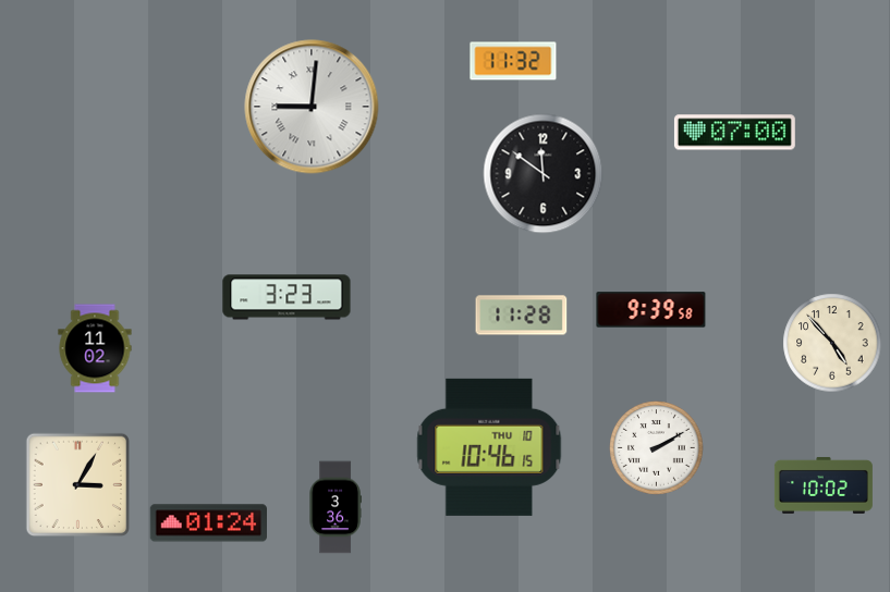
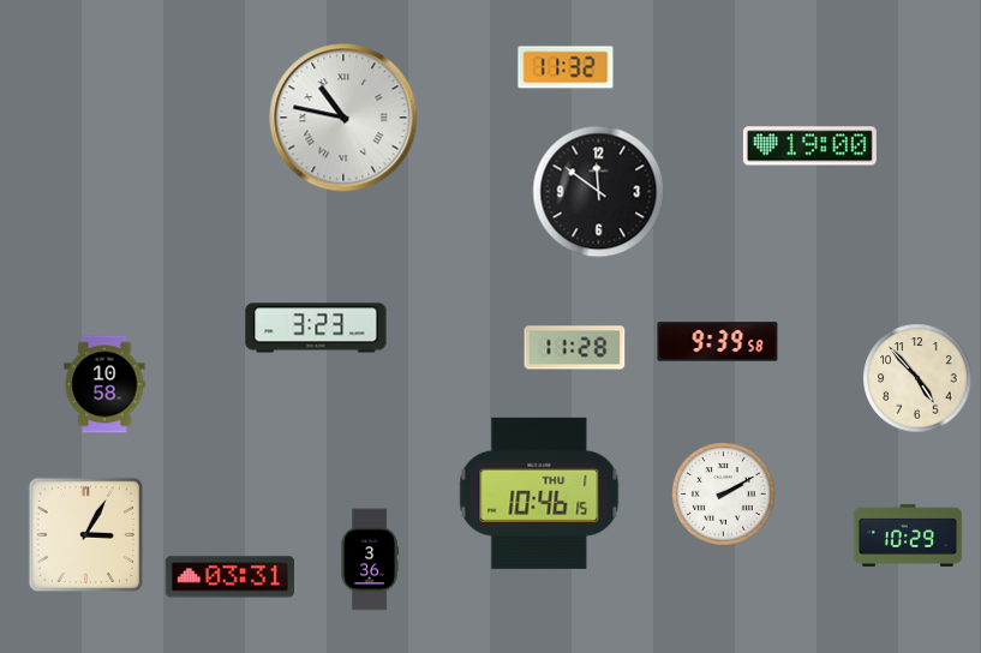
clock at (312, 107): 9:01 -> 10:47
clock at (734, 133): 07:00 -> 19:00
clock at (95, 348): 11:02 -> 10:58
clock at (489, 447) date: THU 10 -> THU 1
clock at (824, 485): 10:02 -> 10:29
clock at (208, 523): 01:24 -> 03:31
